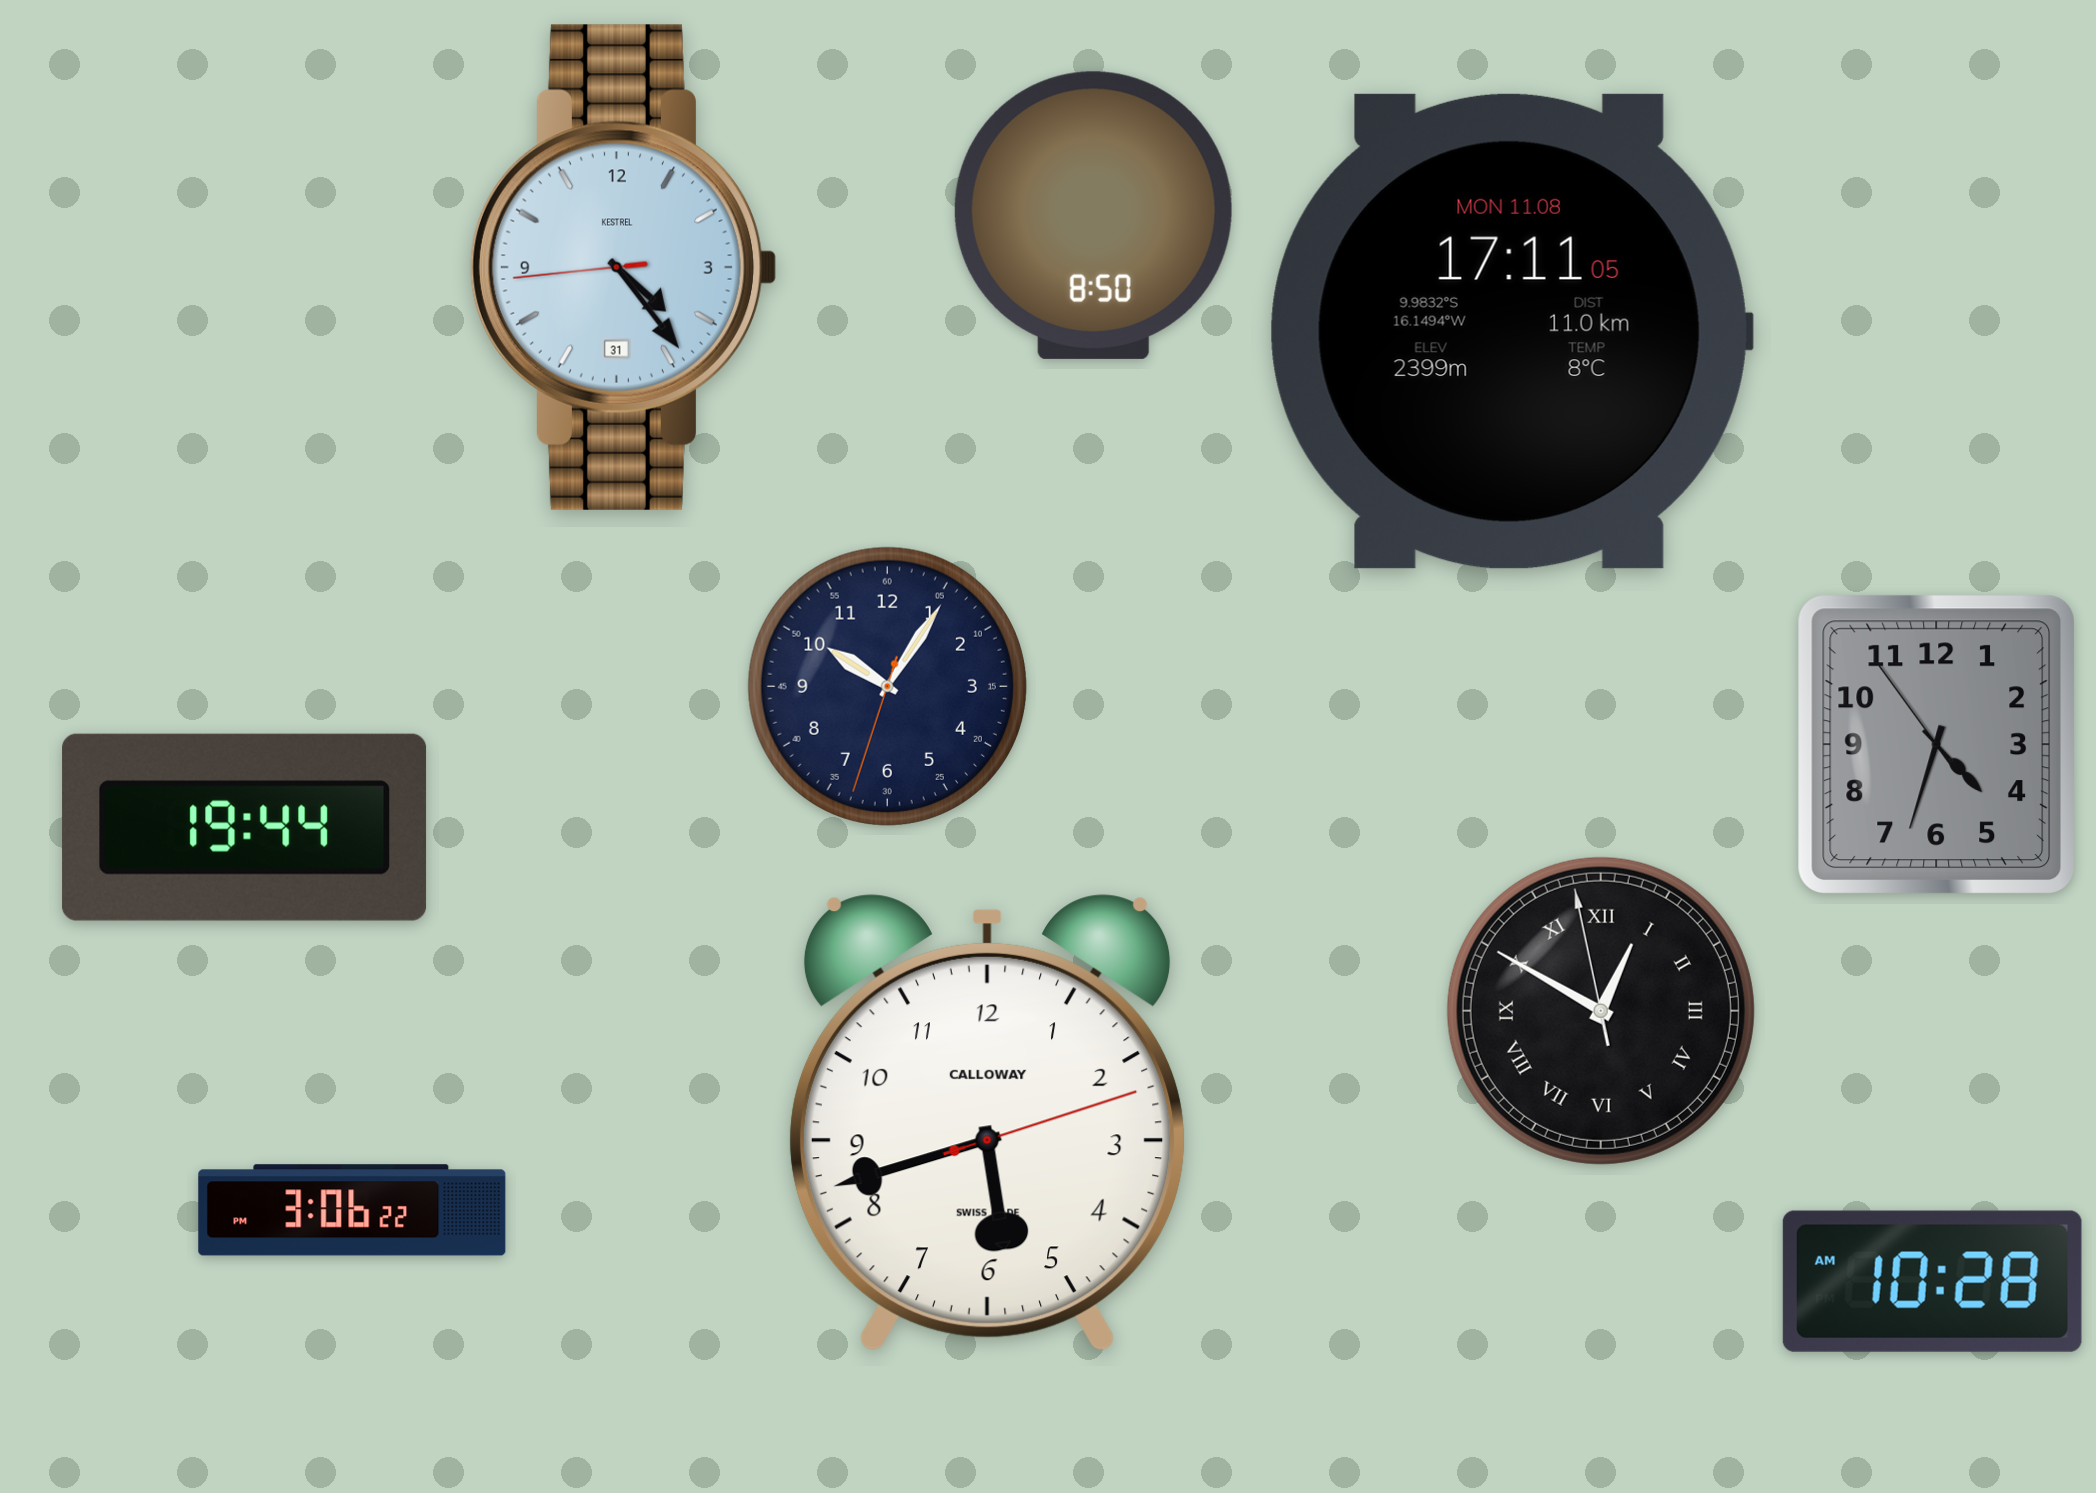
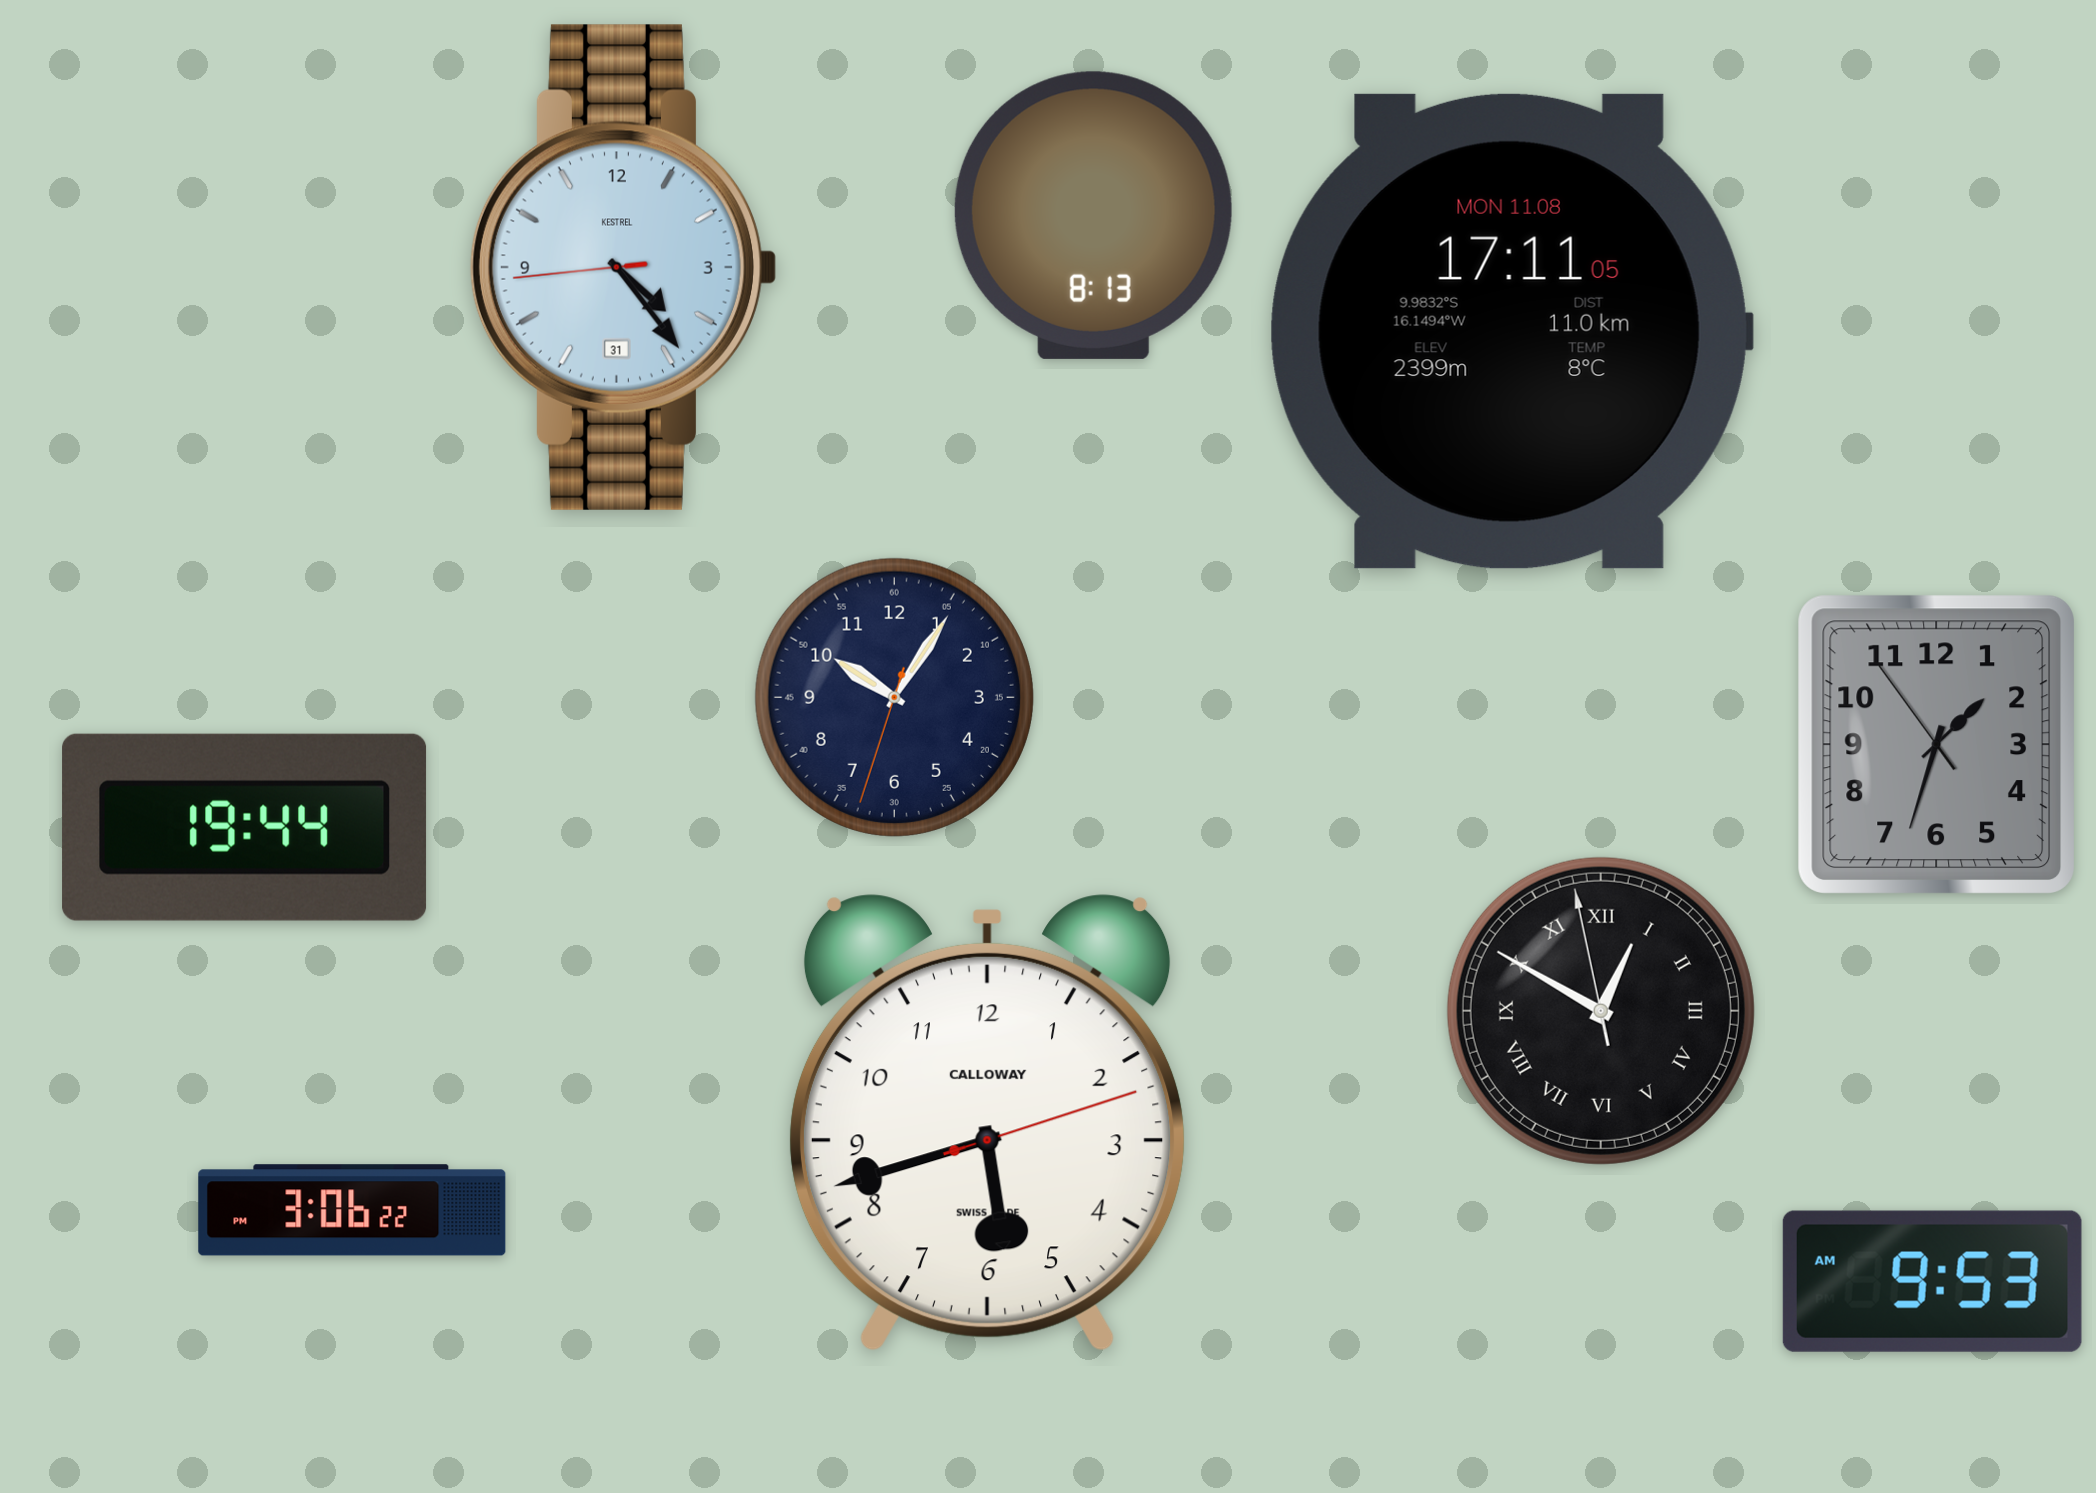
clock at (1093, 215): 8:50 -> 8:13
clock at (887, 686) position: (887, 686) -> (894, 697)
clock at (1936, 744): 4:32 -> 1:32
clock at (1932, 1281): 10:28 -> 9:53
